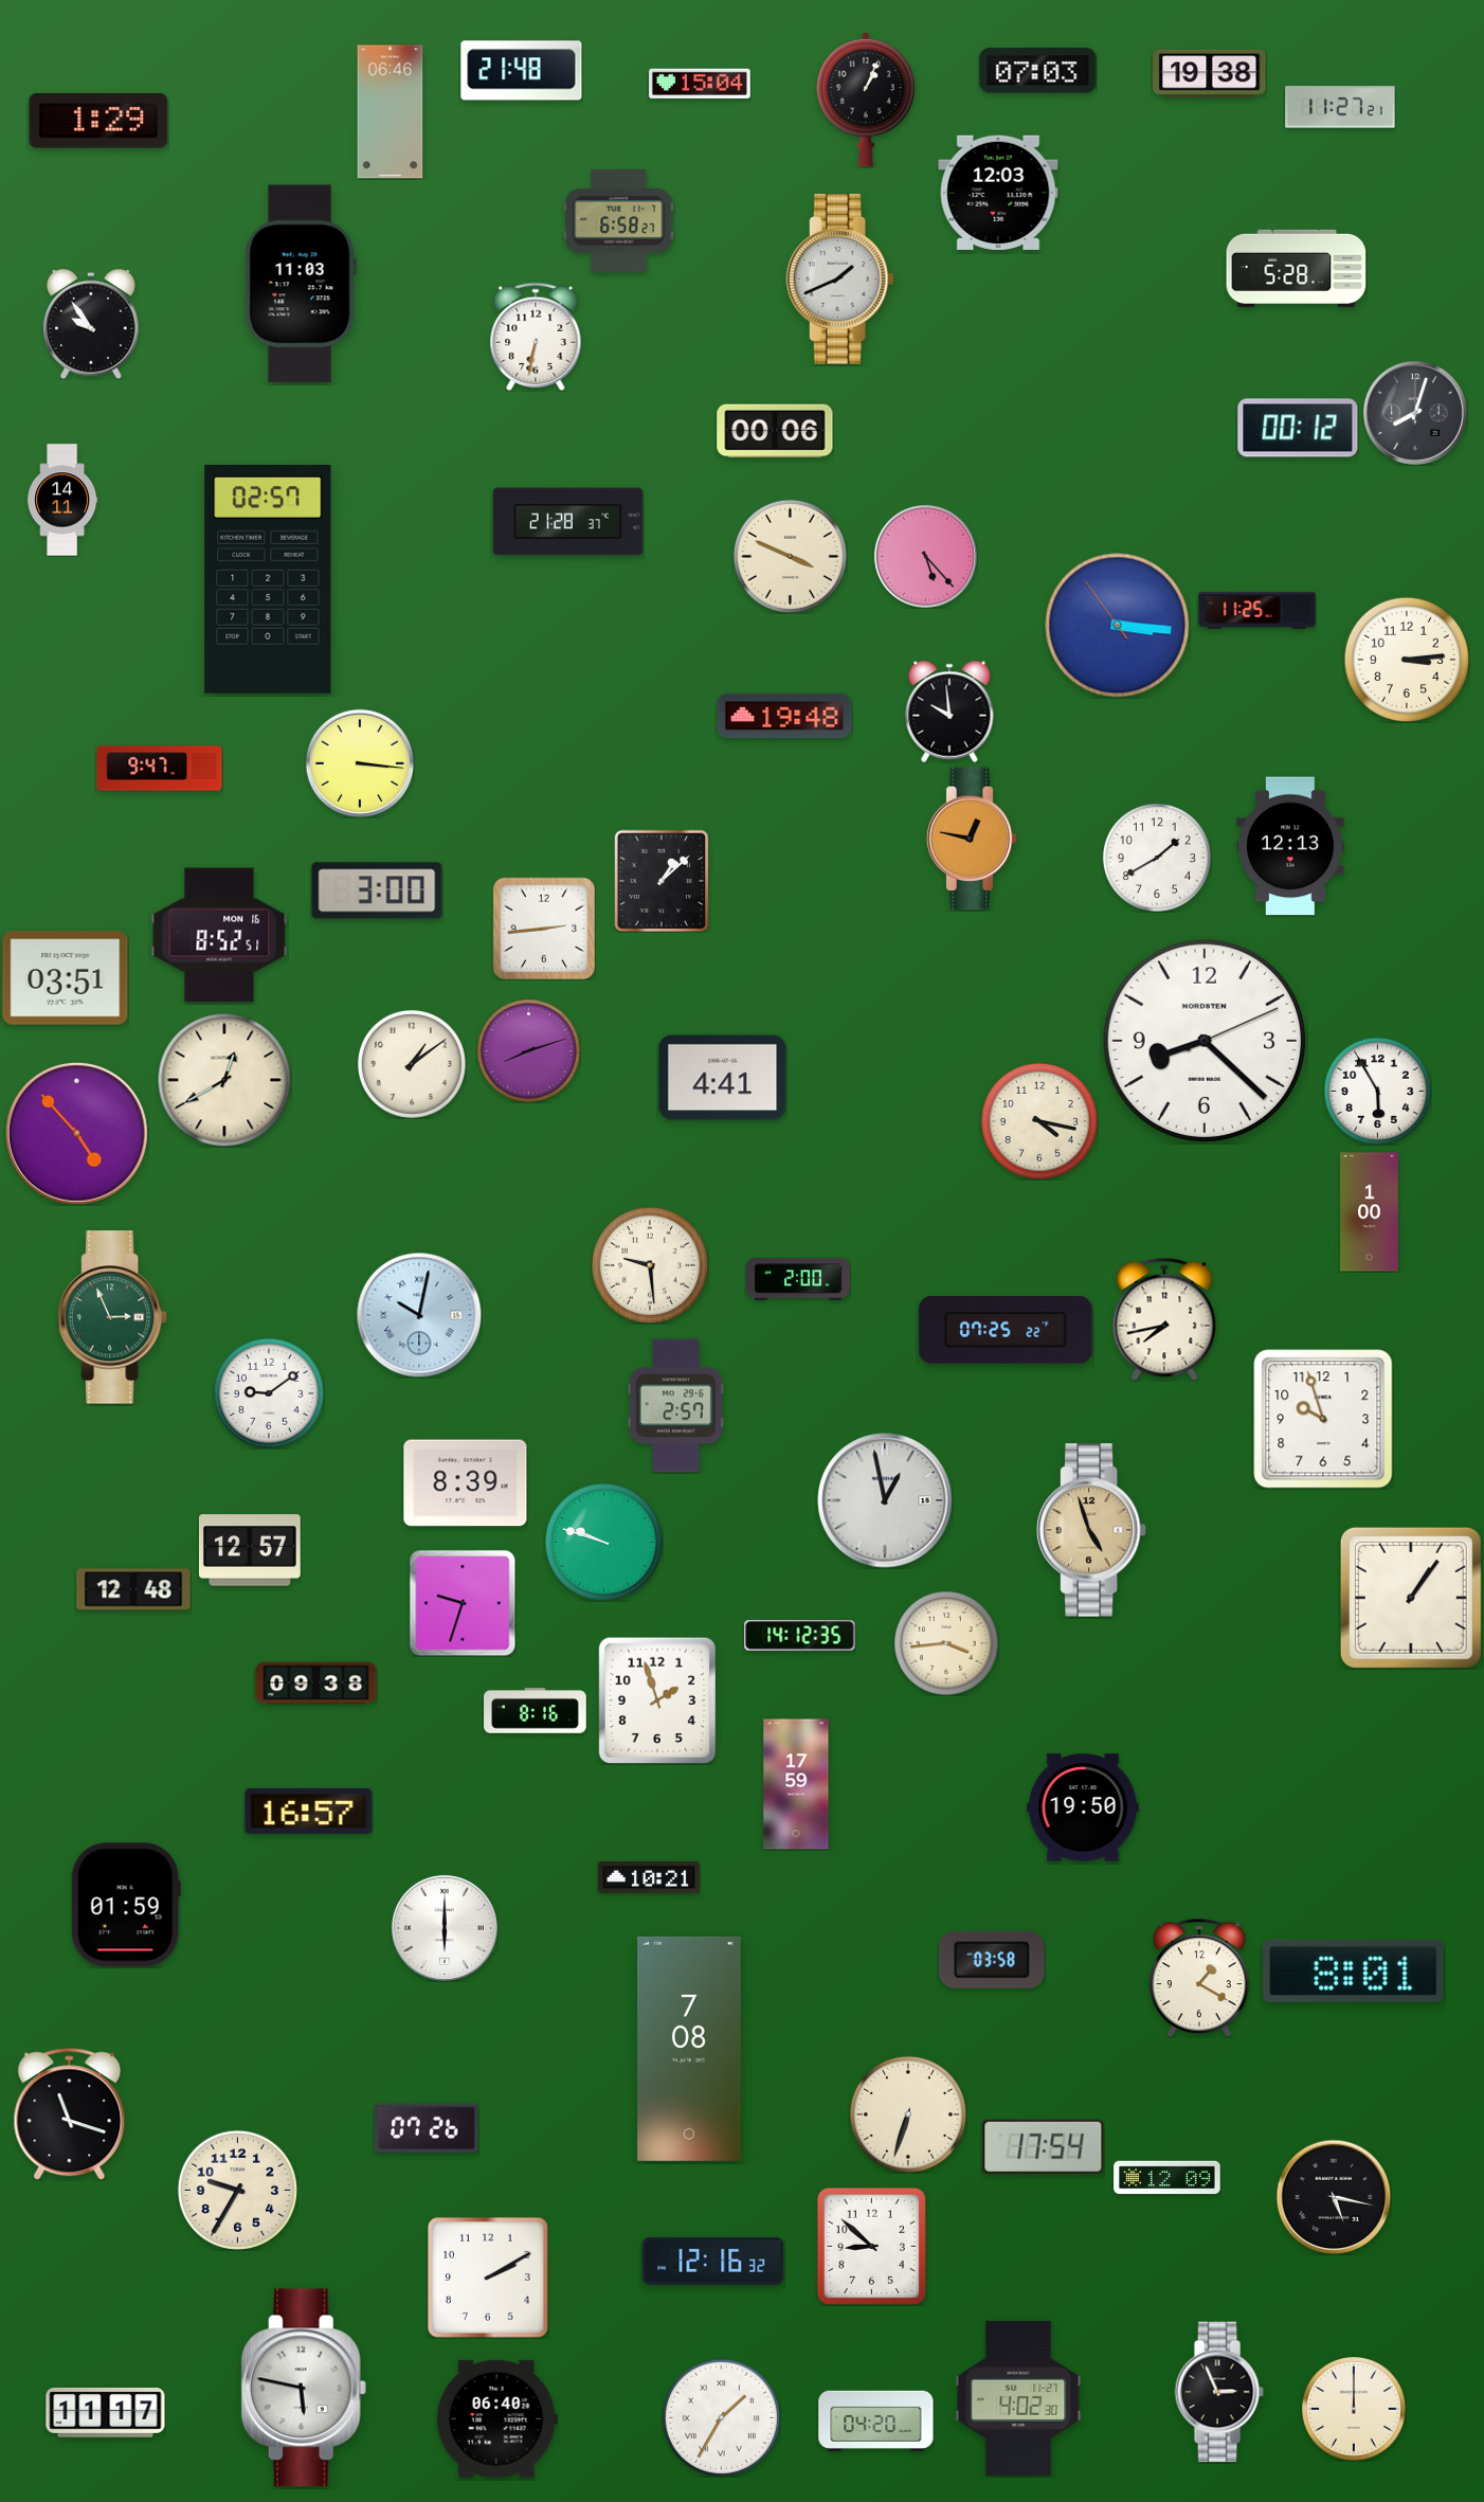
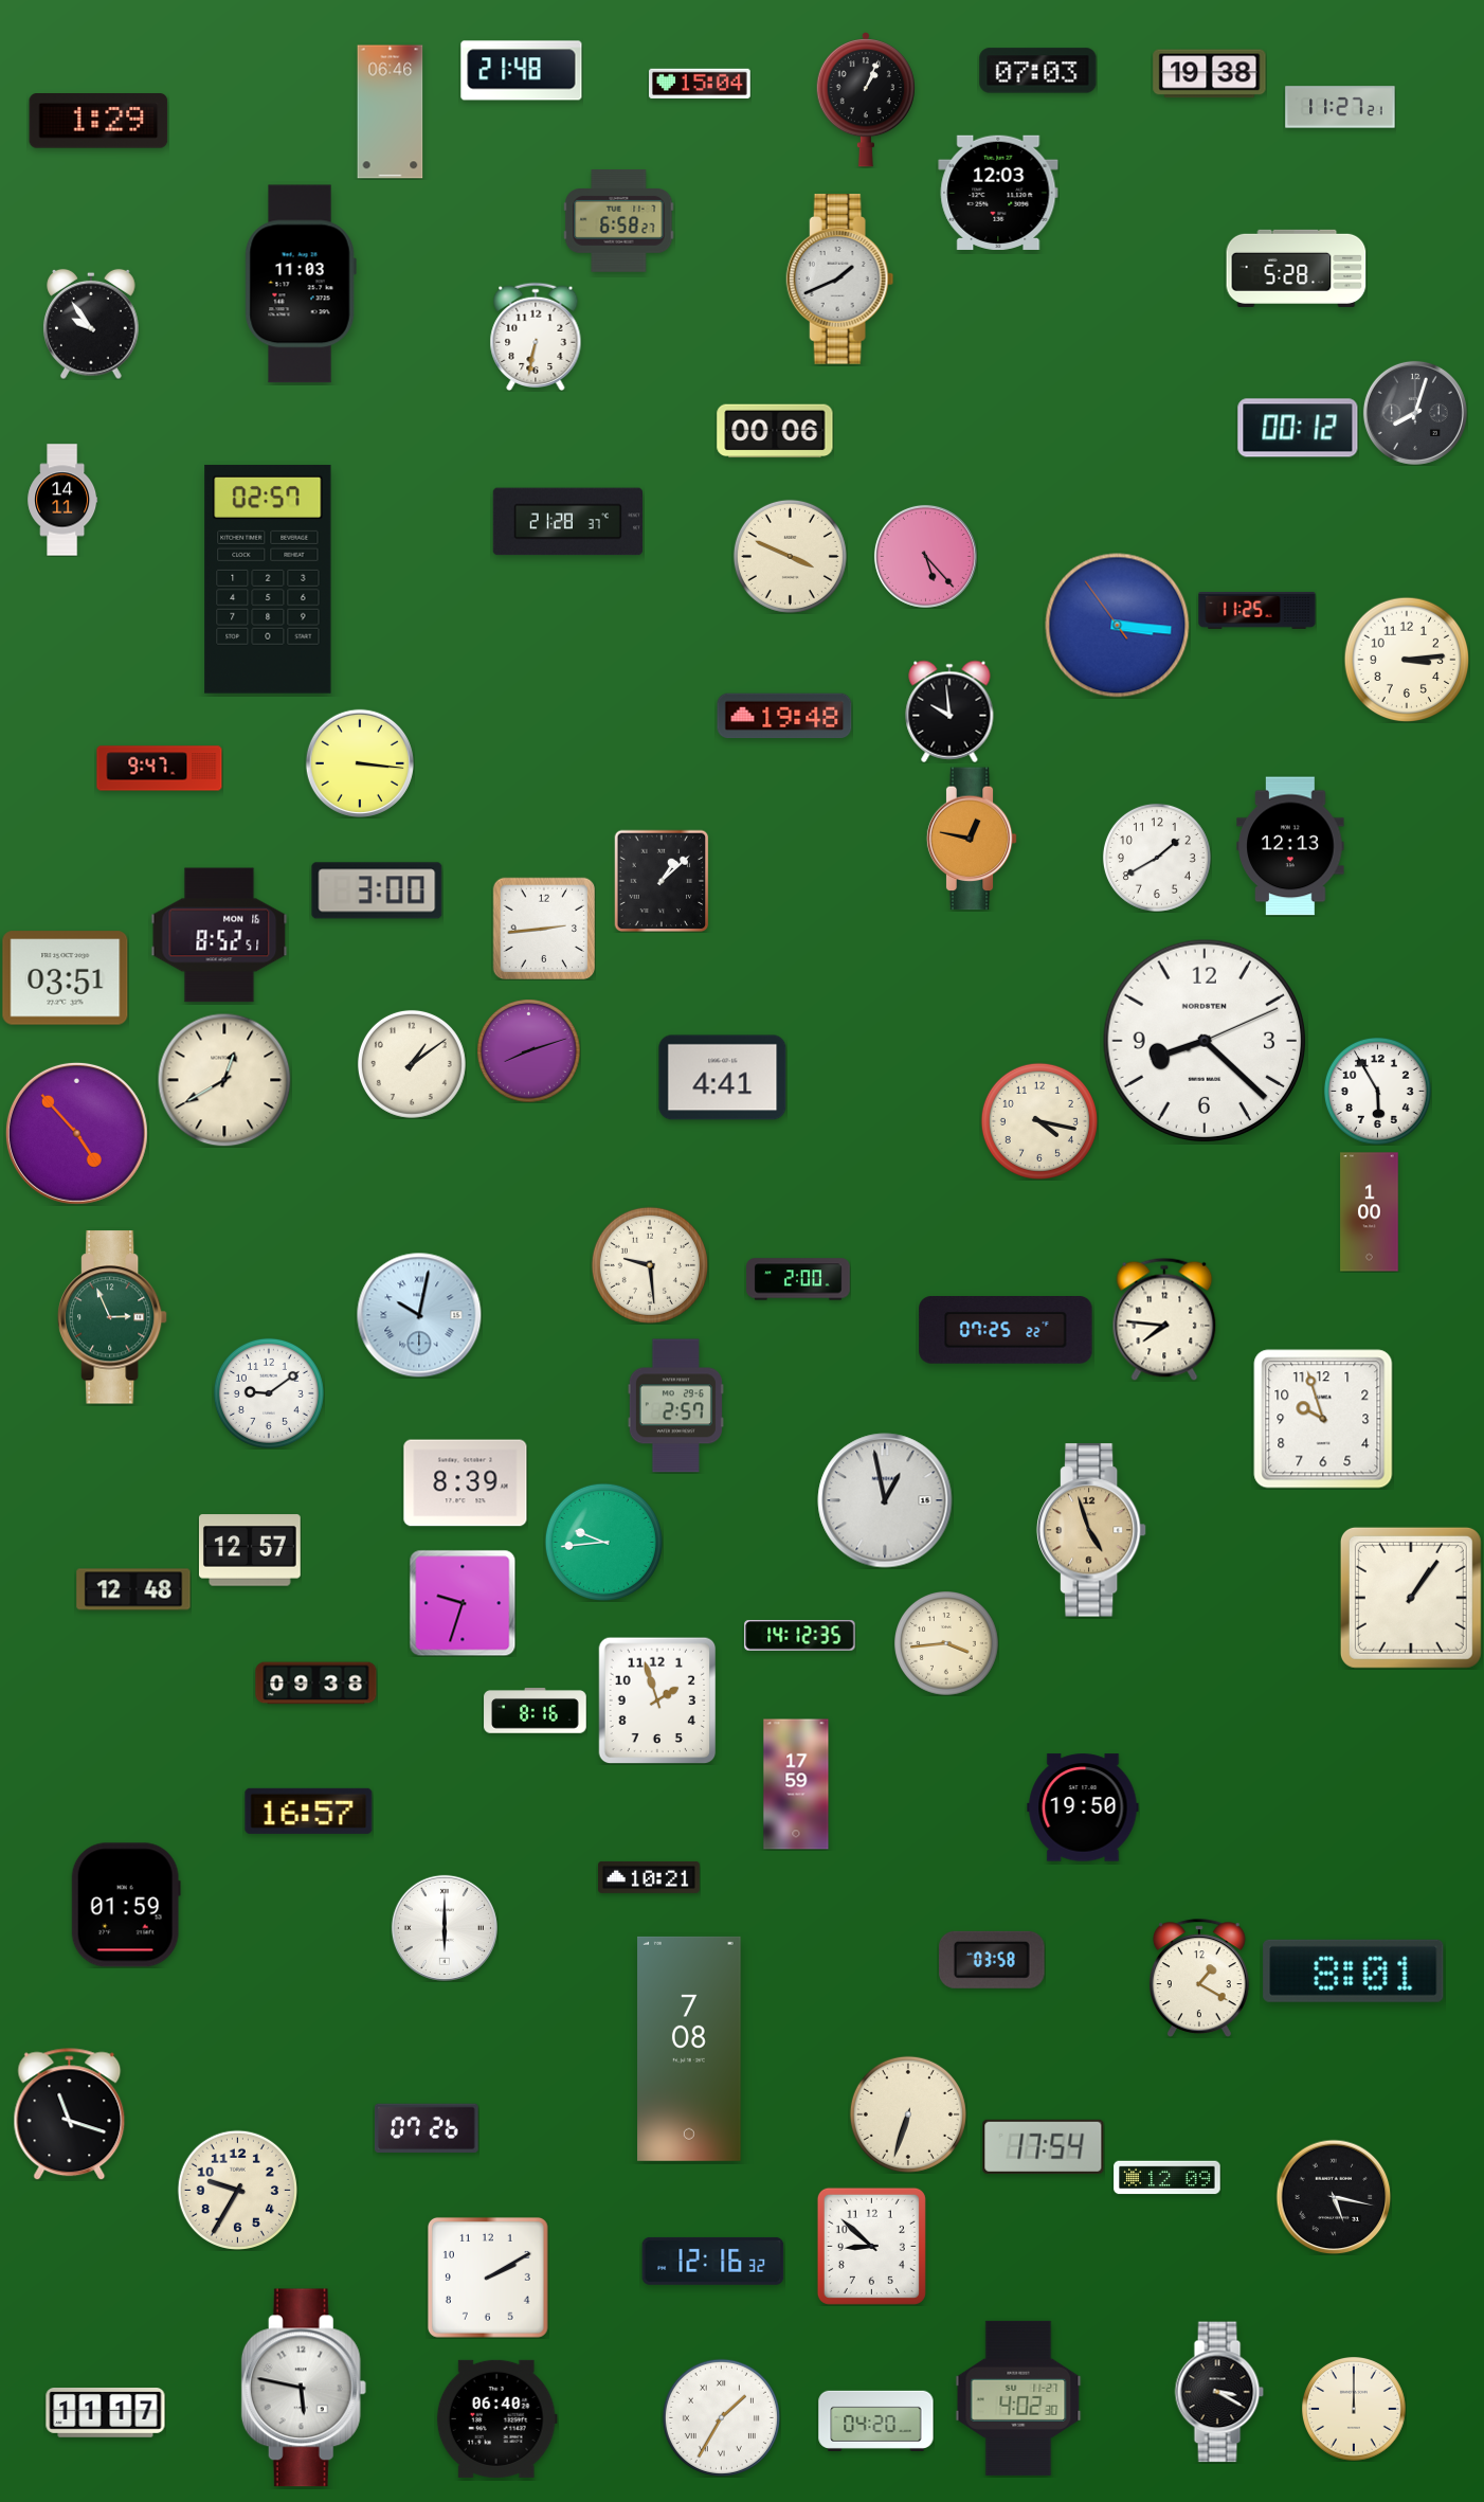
clock at (1164, 1319): 7:43 -> 7:46
clock at (603, 1542): 9:48 -> 9:44
clock at (1219, 2392): 2:56 -> 3:20
